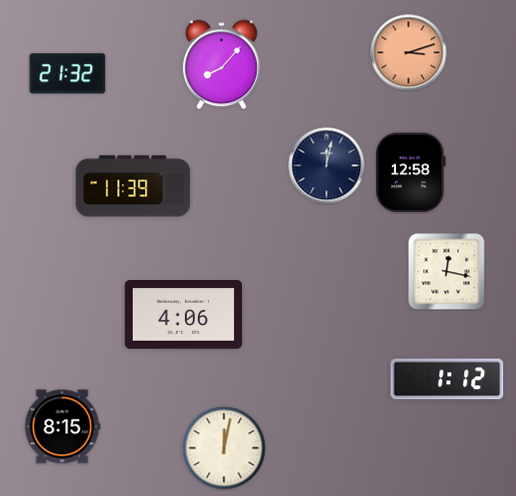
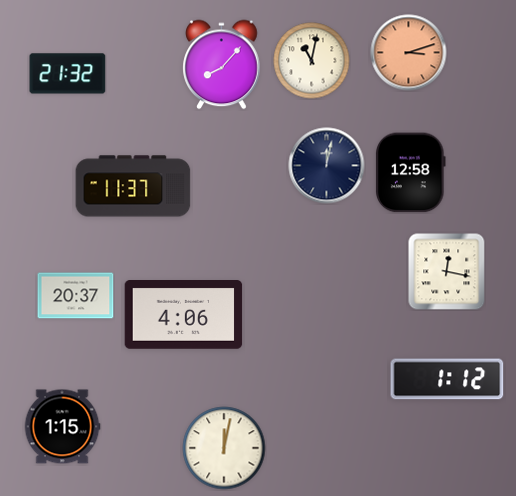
clock at (312, 61): none -> 11:02
clock at (133, 186): 11:39 -> 11:37
clock at (76, 296): none -> 20:37
clock at (62, 427): 8:15 -> 1:15
